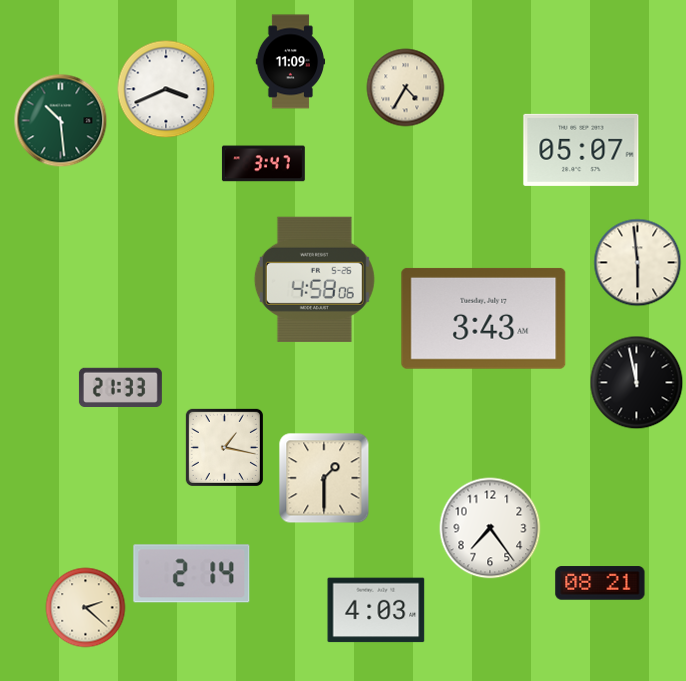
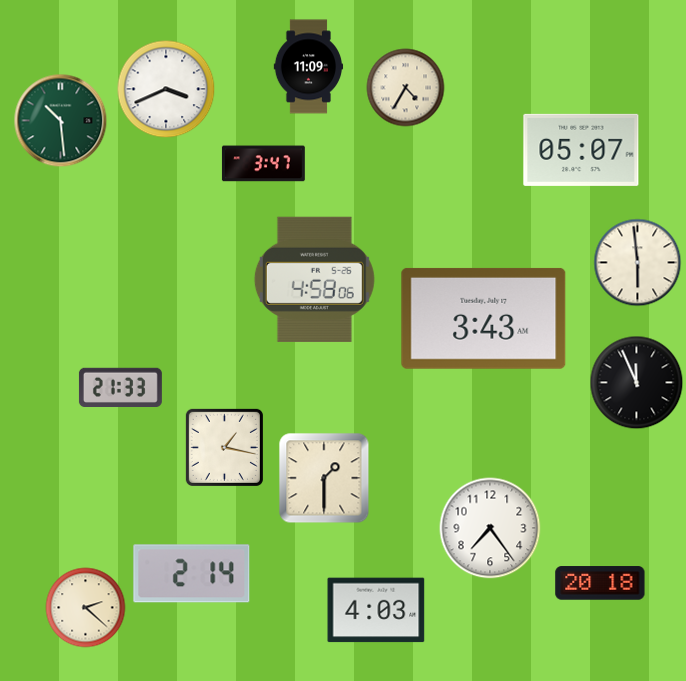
clock at (291, 62) position: (291, 62) -> (309, 67)
clock at (637, 383): 11:58 -> 11:56
clock at (600, 583): 08:21 -> 20:18
